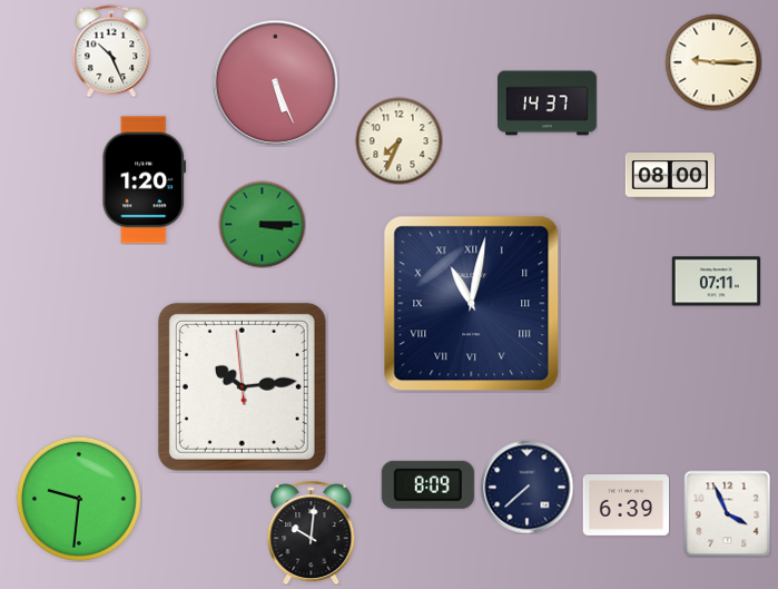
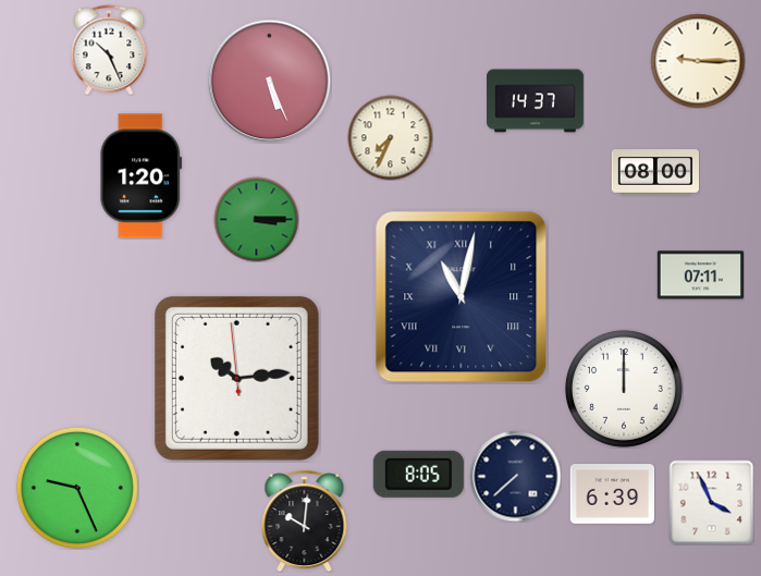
clock at (624, 389): none -> 12:00
clock at (427, 484): 8:09 -> 8:05
clock at (79, 499): 9:31 -> 9:26
